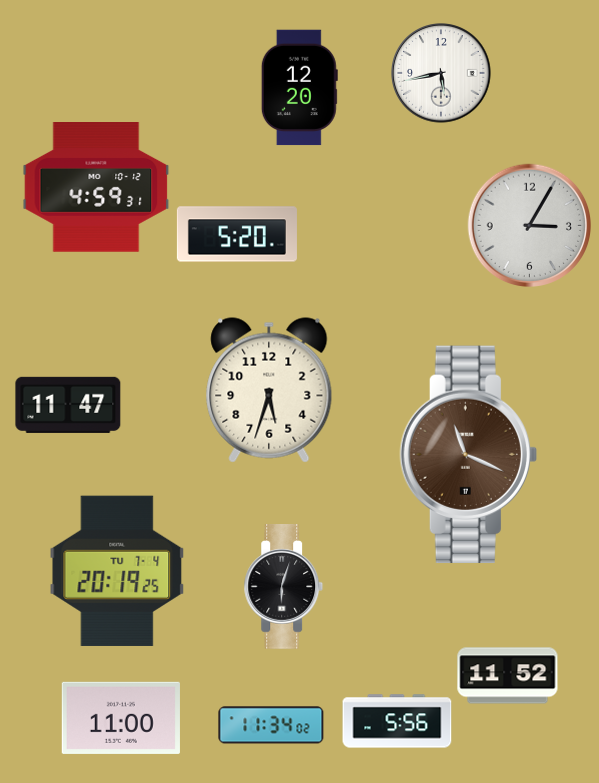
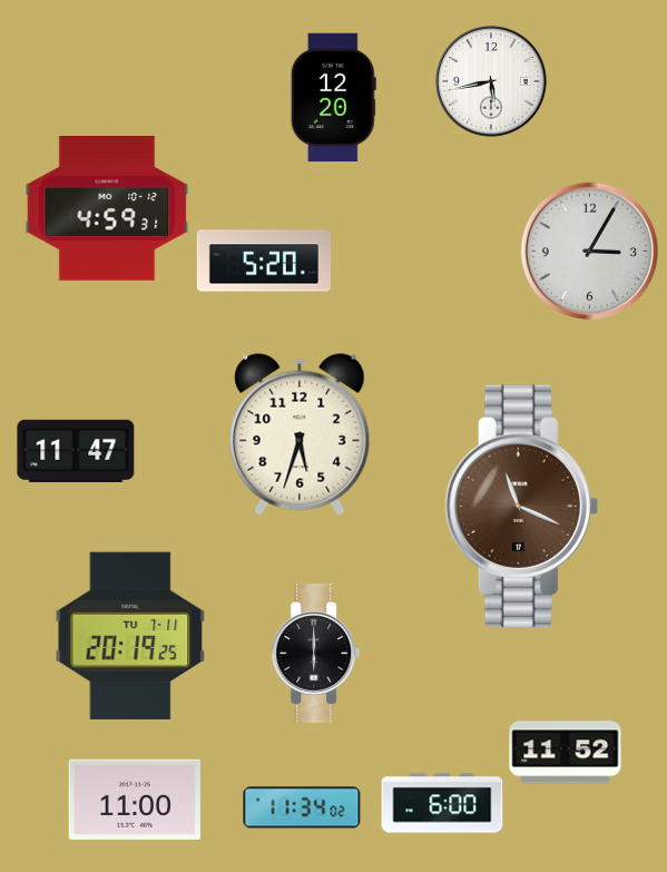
clock at (117, 571) date: TU 7-4 -> TU 7-11
clock at (284, 587): 6:03 -> 6:00
clock at (397, 721): 5:56 -> 6:00
